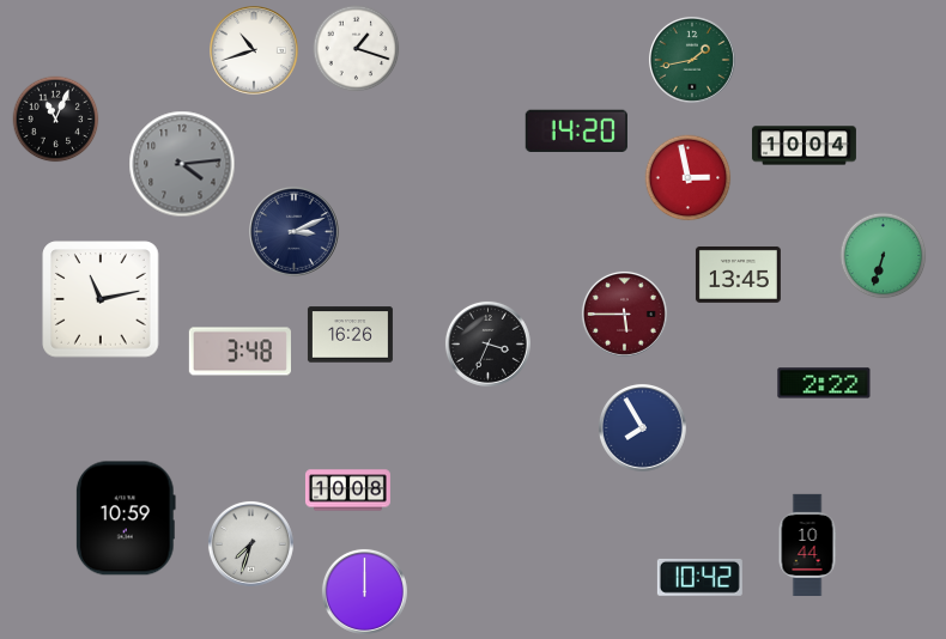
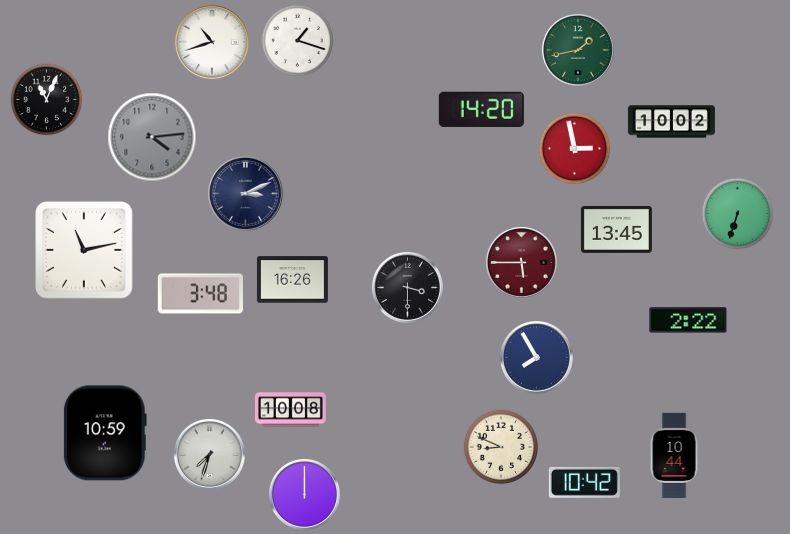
clock at (804, 146): 10:04 -> 10:02
clock at (487, 343): 3:34 -> 3:30
clock at (501, 447): none -> 8:49
